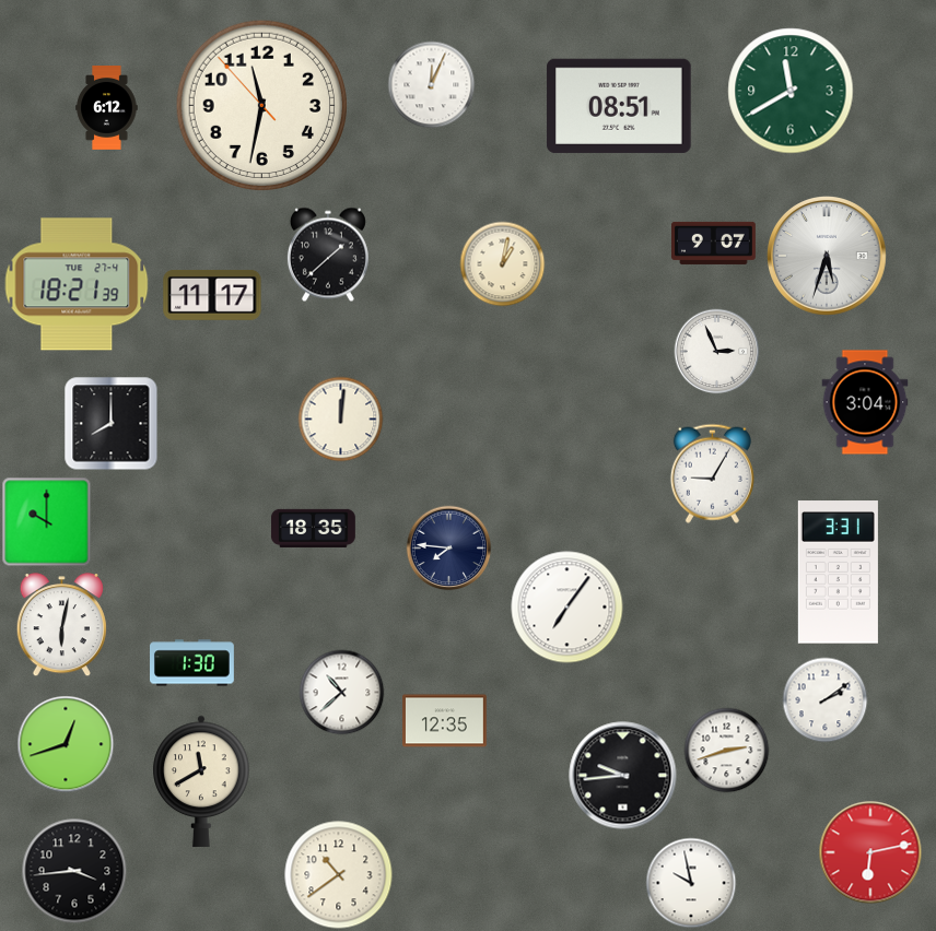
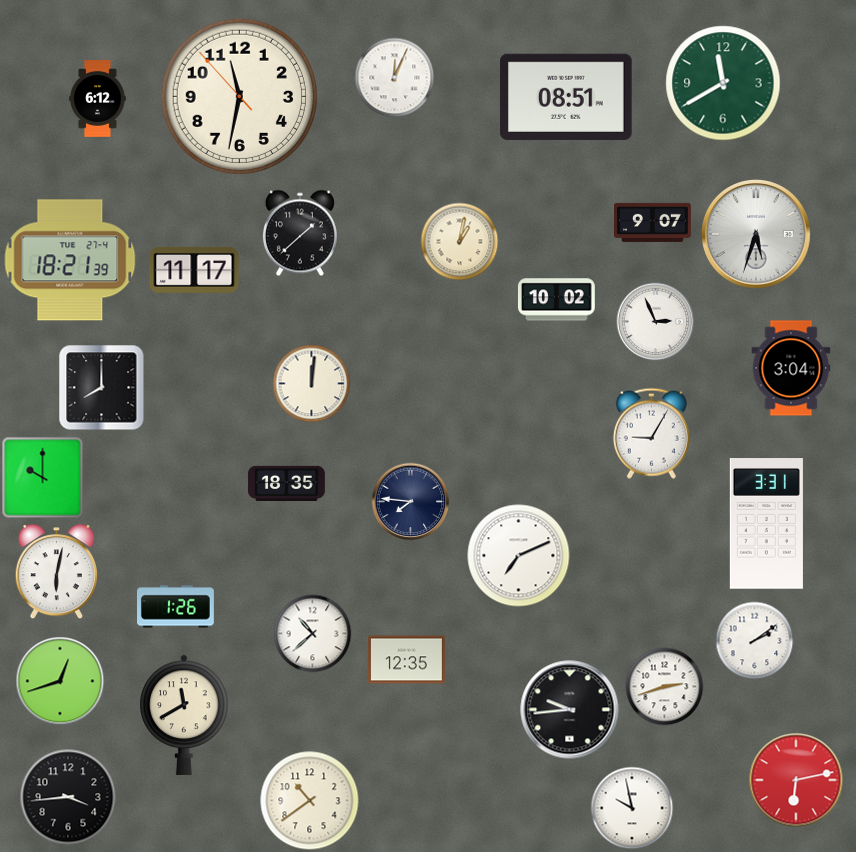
clock at (556, 300): none -> 10:02
clock at (568, 608): 7:06 -> 7:11
clock at (192, 663): 1:30 -> 1:26
